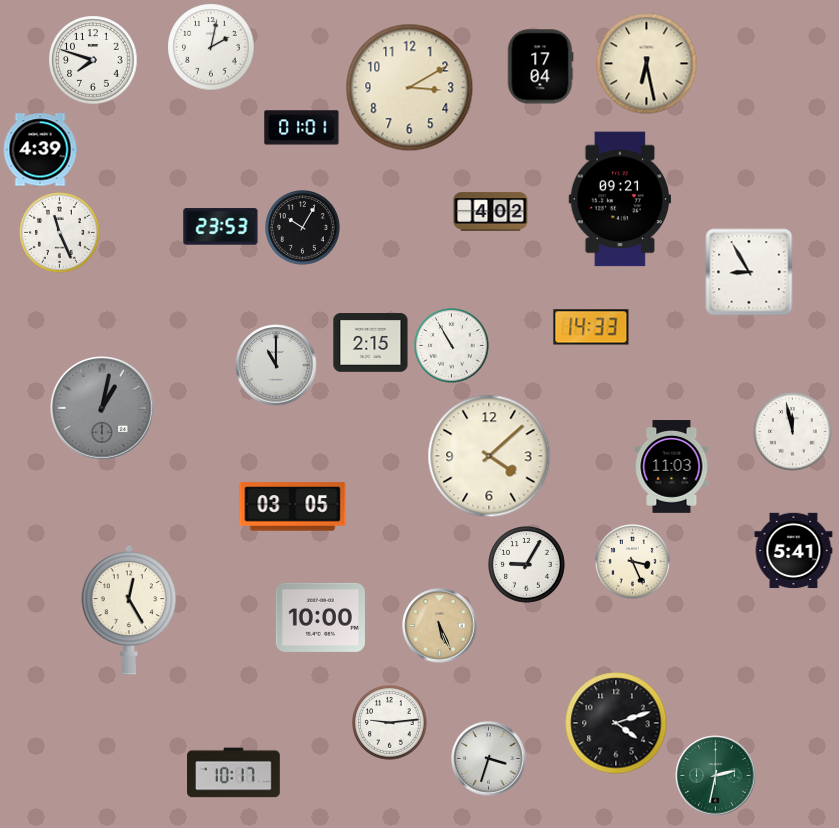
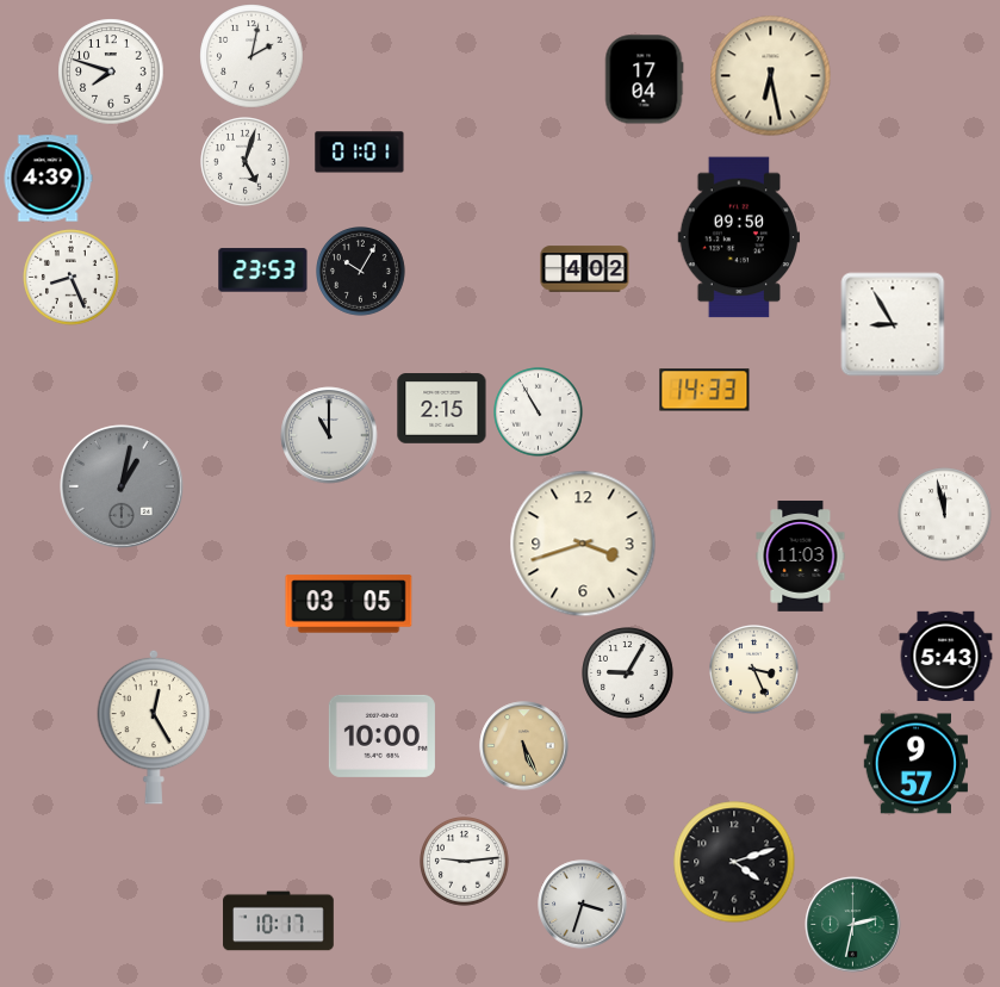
clock at (410, 88): 3:10 -> none
clock at (246, 162): none -> 5:03
clock at (620, 199): 09:21 -> 09:50
clock at (491, 212) position: (491, 212) -> (585, 269)
clock at (60, 233): 11:26 -> 8:26
clock at (489, 456): 4:08 -> 3:42
clock at (794, 551): 5:41 -> 5:43
clock at (915, 764): none -> 9:57
